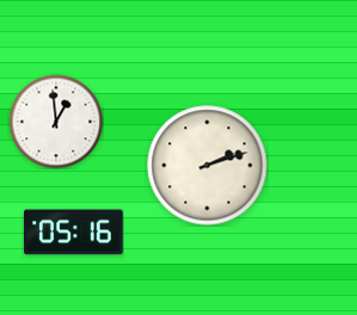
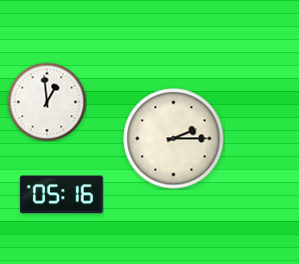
clock at (208, 166): 2:12 -> 2:15
